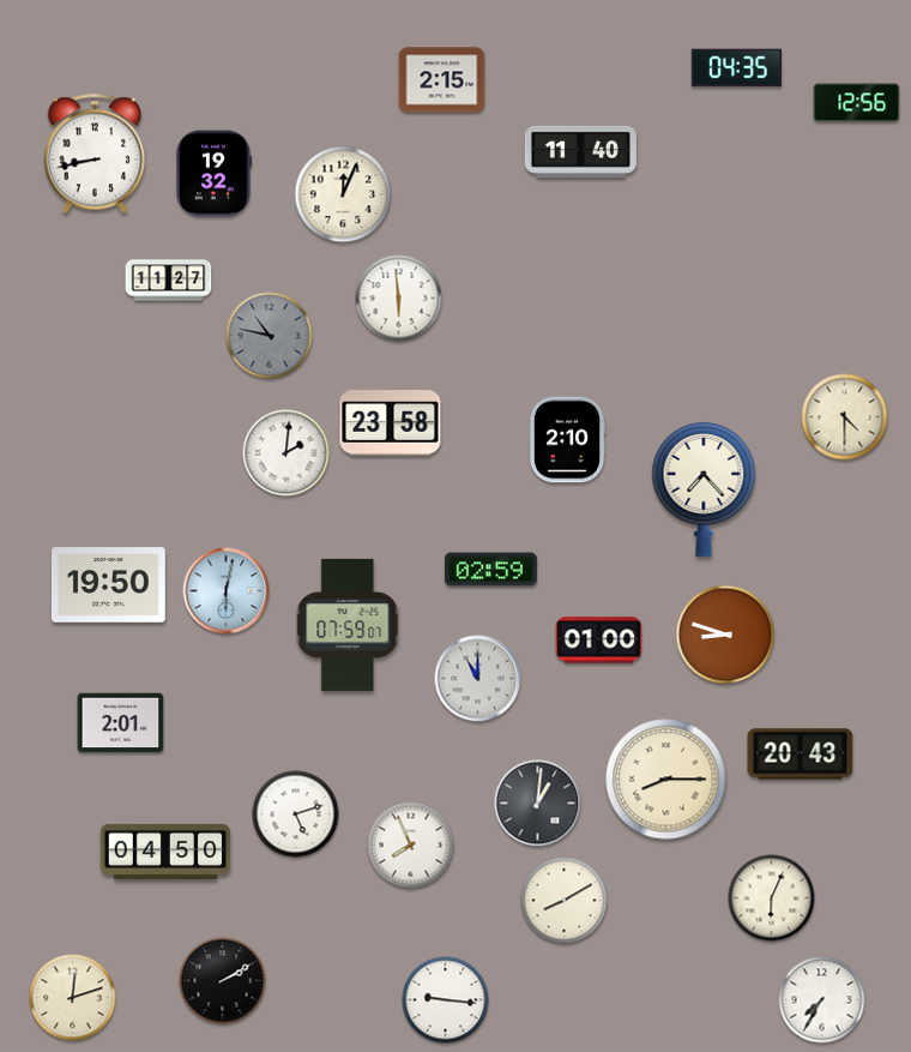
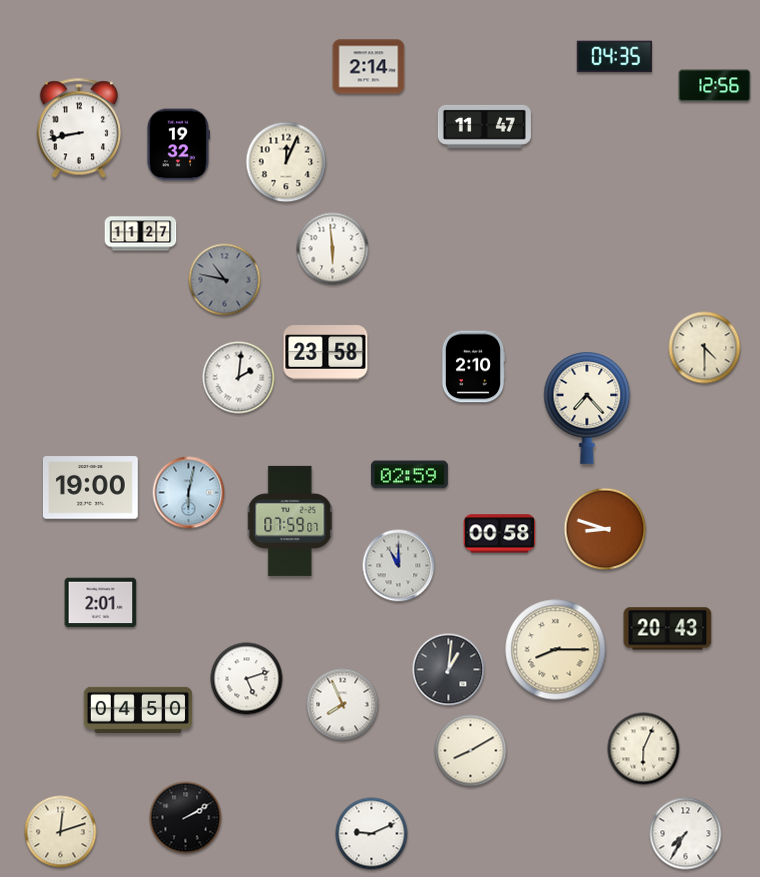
clock at (442, 80): 2:15 -> 2:14
clock at (580, 151): 11:40 -> 11:47
clock at (109, 585): 19:50 -> 19:00
clock at (599, 641): 01:00 -> 00:58
clock at (446, 1000): 9:16 -> 9:11
